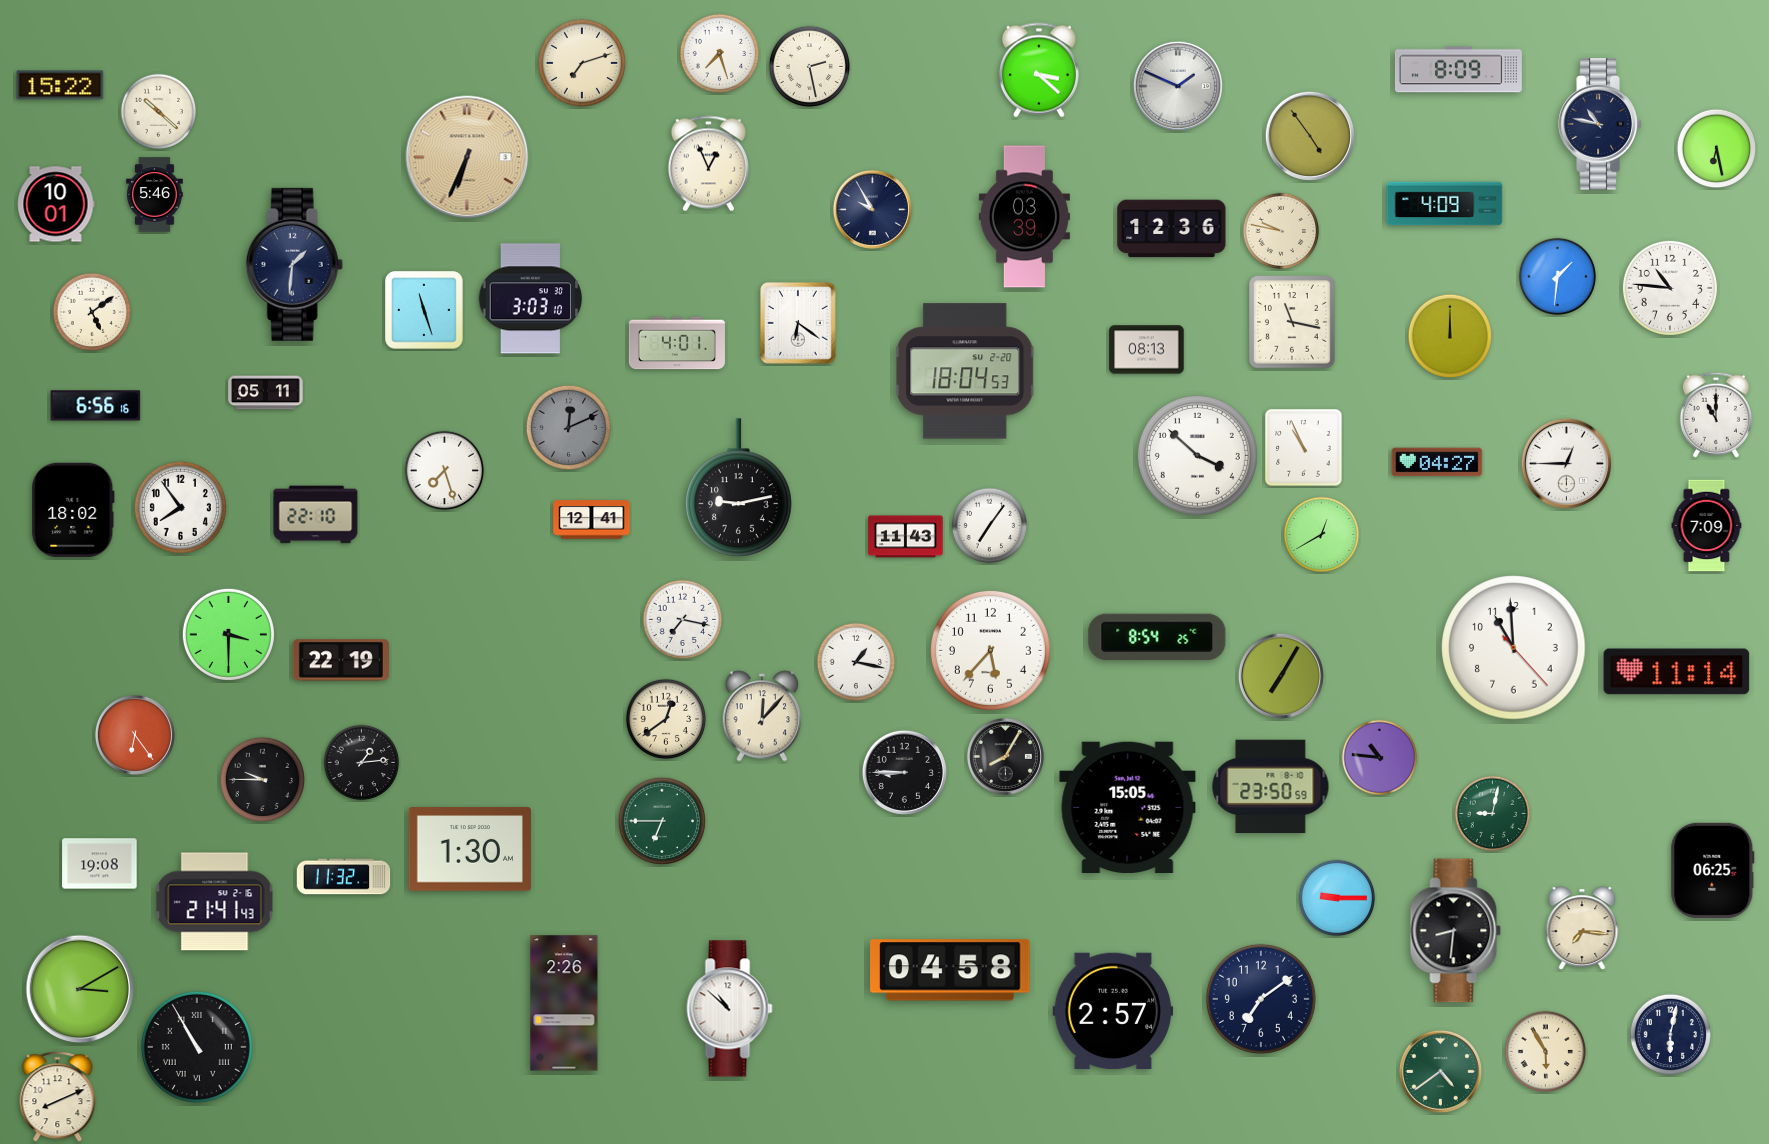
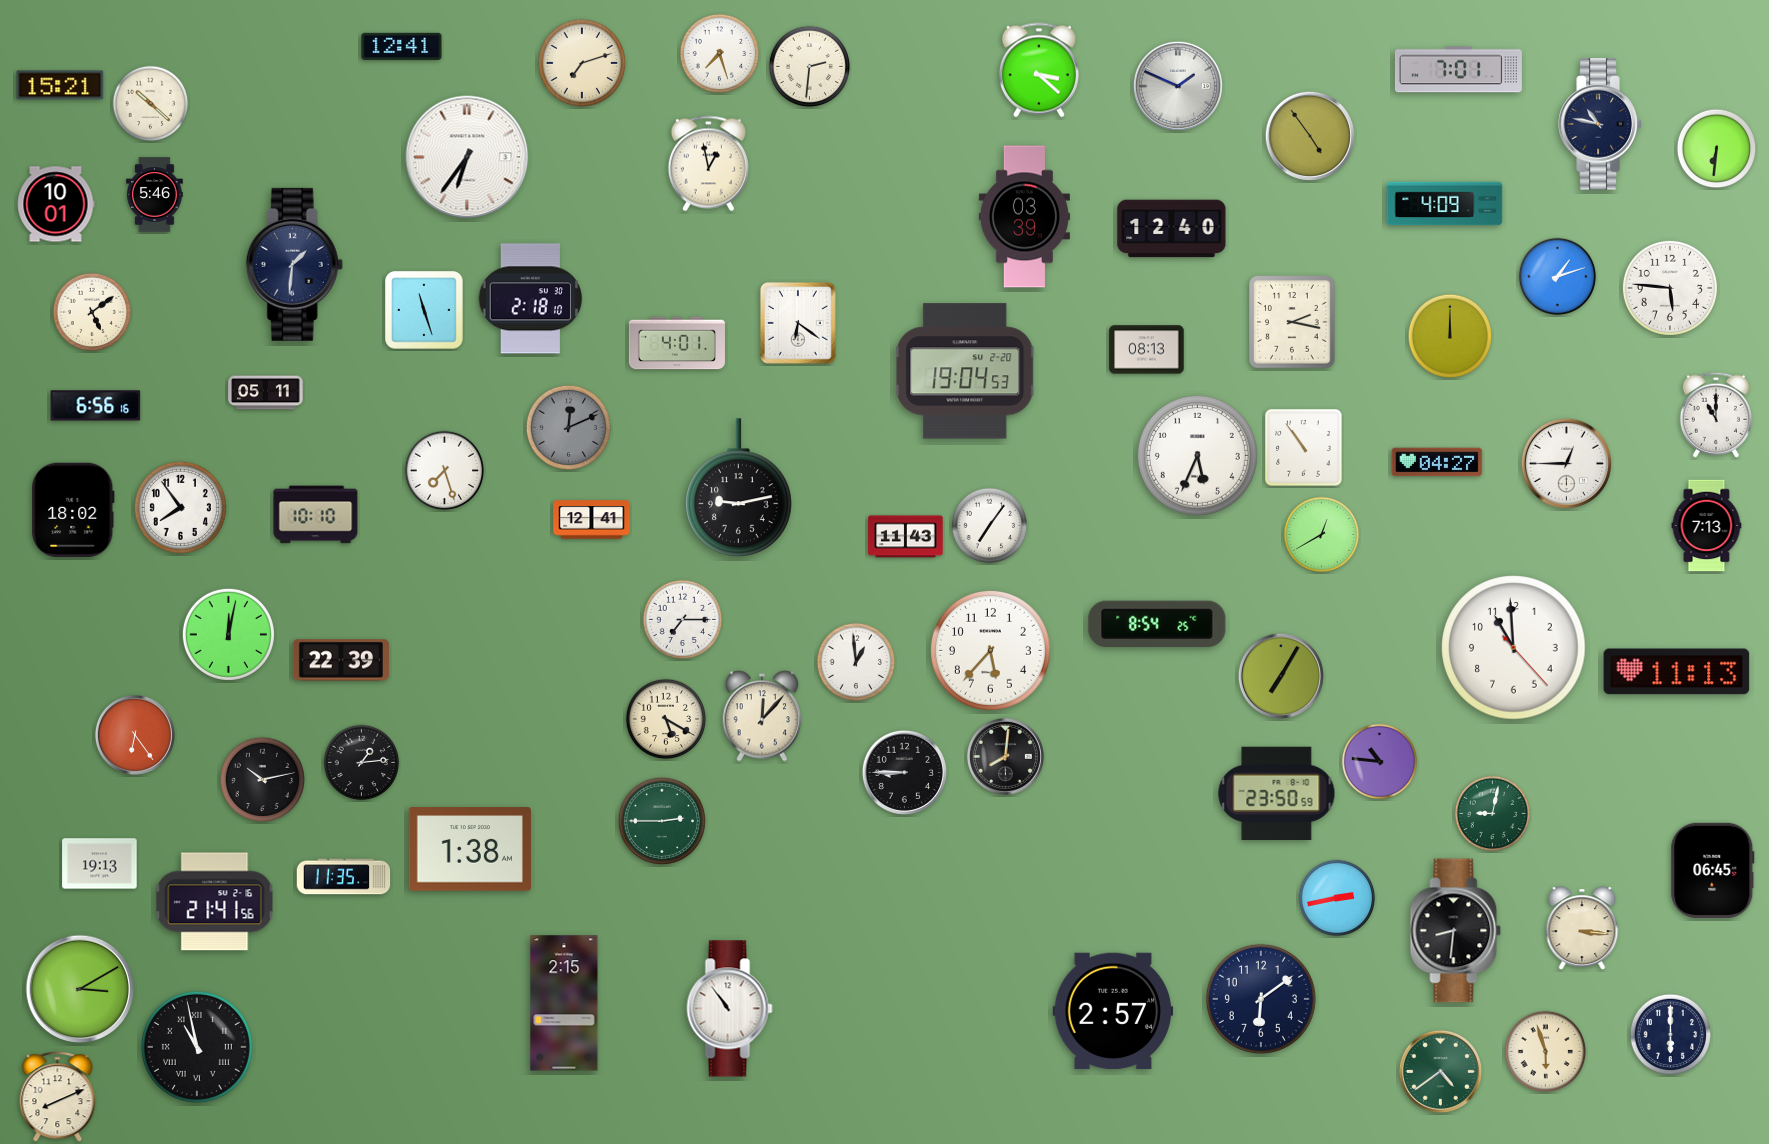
clock at (402, 46): none -> 12:41
clock at (810, 67): 2:28 -> 2:31
clock at (1458, 70): 8:09 -> 7:01
clock at (60, 85): 15:22 -> 15:21
clock at (159, 112) position: (159, 112) -> (151, 104)
clock at (1717, 149): 6:28 -> 6:31
clock at (467, 157): 6:34 -> 6:36
clock at (467, 157) dial: champagne -> white
clock at (708, 164): 12:56 -> 12:58
clock at (872, 209): 9:55 -> none
clock at (1172, 229): 12:36 -> 12:40
clock at (1281, 231): 9:47 -> none
clock at (1558, 277): 1:31 -> 1:12
clock at (1670, 288): 10:46 -> 5:46
clock at (531, 299): 3:03 -> 2:18
clock at (1292, 322): 11:17 -> 2:17
clock at (966, 371): 18:04 -> 19:04
clock at (1304, 448): 10:56 -> 10:54
clock at (1197, 455): 3:52 -> 5:34
clock at (316, 515): 22:10 -> 10:10
clock at (1707, 526): 7:09 -> 7:13
clock at (683, 620): 7:17 -> 7:15
clock at (228, 634): 3:30 -> 12:02
clock at (1157, 637) position: (1157, 637) -> (1157, 624)
clock at (341, 660): 22:19 -> 22:39
clock at (856, 662): 1:17 -> 12:59
clock at (1677, 672): 11:14 -> 11:13
clock at (666, 719): 12:39 -> 5:20
clock at (1005, 756): 8:05 -> 8:01
clock at (1380, 758) position: (1380, 758) -> (1380, 762)
clock at (262, 779): 9:45 -> 10:13
clock at (1271, 786) position: (1271, 786) -> (1277, 793)
clock at (1128, 807): 15:05 -> none
clock at (662, 821): 6:45 -> 2:45
clock at (470, 849): 1:30 -> 1:38
clock at (100, 864): 19:08 -> 19:13
clock at (1713, 870): 06:25 -> 06:45
clock at (344, 877): 11:32 -> 11:35
clock at (1337, 898): 9:15 -> 2:43
clock at (215, 902): 21:41:43 -> 21:41:56
clock at (1582, 928): 7:16 -> 3:16
clock at (950, 970): 04:58 -> none
clock at (1261, 999): 7:09 -> 6:09
clock at (564, 1003): 2:26 -> 2:15
clock at (730, 1009): 10:52 -> 10:54
clock at (1671, 1035): 6:02 -> 6:00
clock at (197, 1047): 10:55 -> 10:58
clock at (1546, 1052): 5:55 -> 5:57
